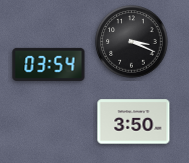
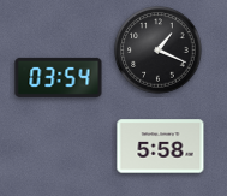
clock at (132, 42): 3:19 -> 1:19
clock at (134, 122): 3:50 -> 5:58
